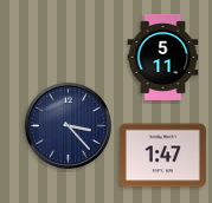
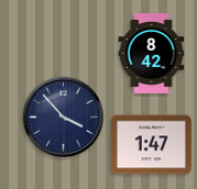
clock at (163, 57): 5:11 -> 8:42
clock at (68, 125): 3:23 -> 3:53
